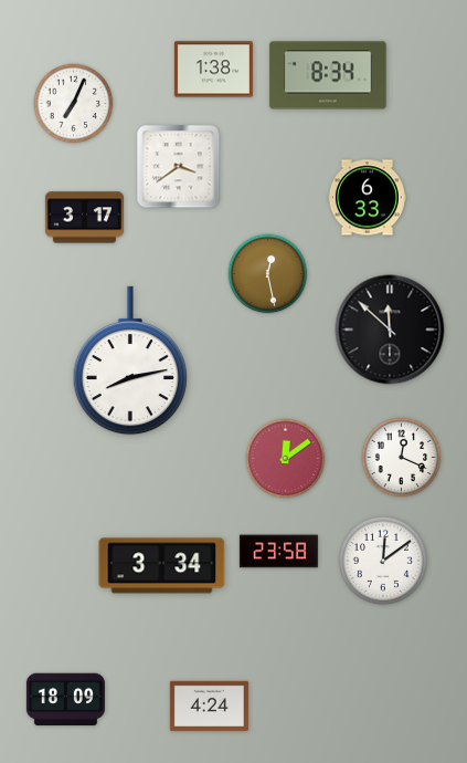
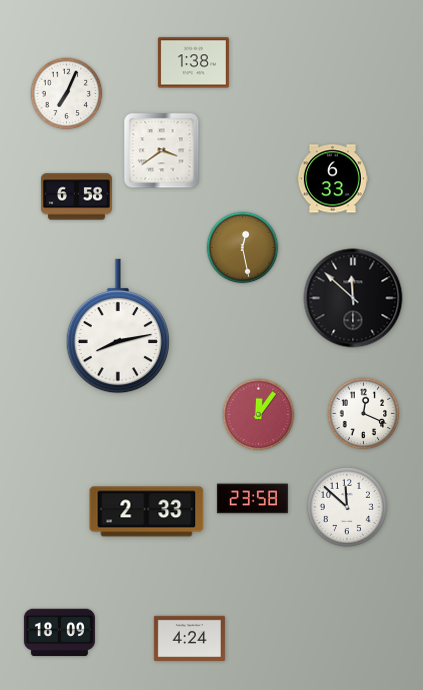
clock at (328, 75): 8:34 -> none
clock at (84, 218): 3:17 -> 6:58
clock at (286, 459): 12:09 -> 12:06
clock at (383, 561): 12:09 -> 11:52
clock at (162, 566): 3:34 -> 2:33
